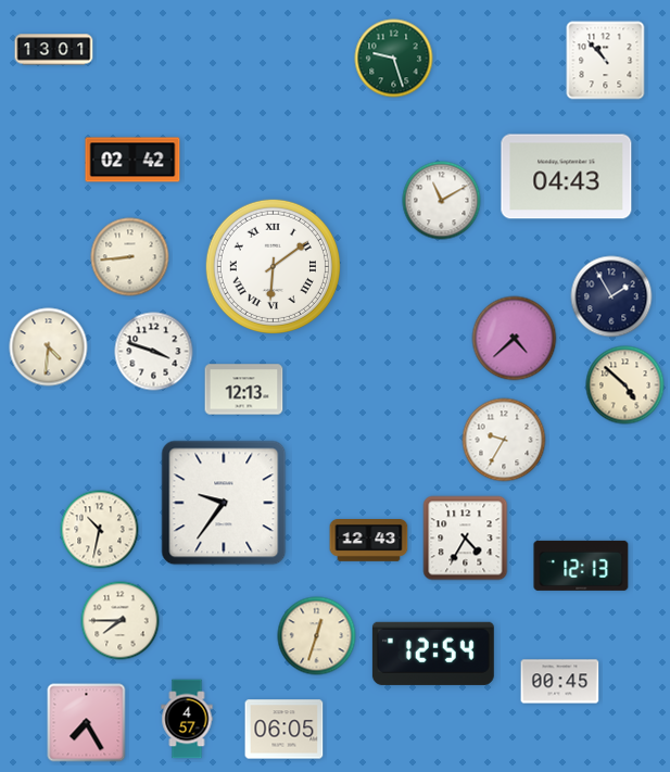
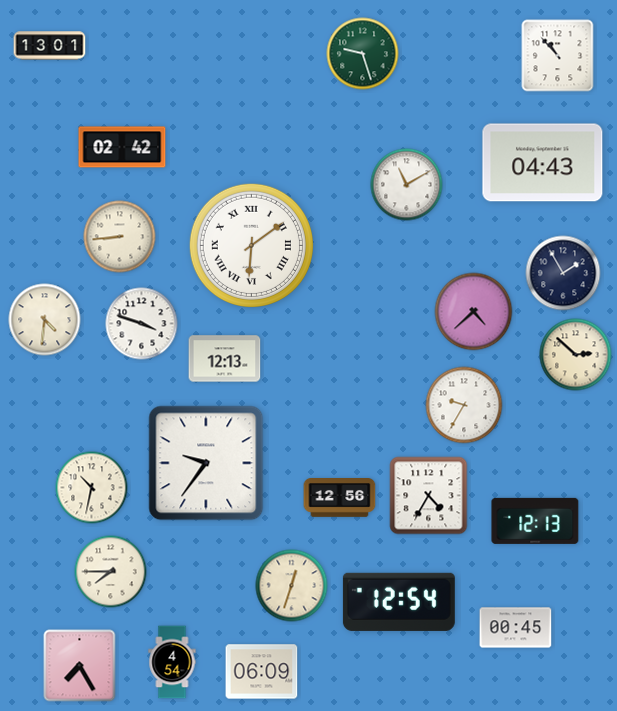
clock at (567, 177) position: (567, 177) -> (543, 163)
clock at (625, 385): 4:52 -> 2:52
clock at (369, 541): 12:43 -> 12:56
clock at (187, 719): 4:57 -> 4:54
clock at (285, 730): 06:05 -> 06:09
